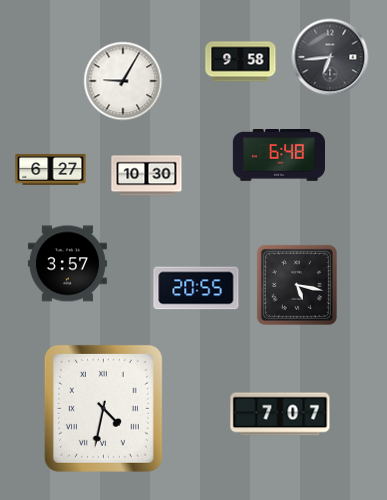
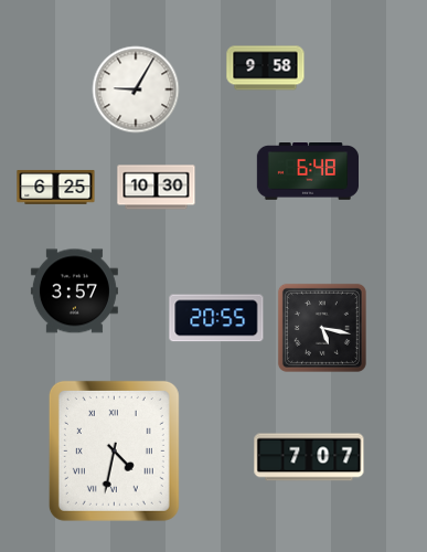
clock at (330, 57): 6:44 -> none
clock at (51, 169): 6:27 -> 6:25
clock at (147, 176) position: (147, 176) -> (157, 188)
clock at (297, 285) position: (297, 285) -> (322, 328)
